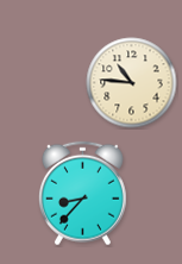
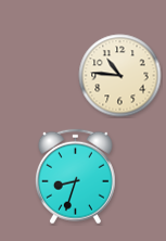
clock at (82, 194): 8:37 -> 8:33
